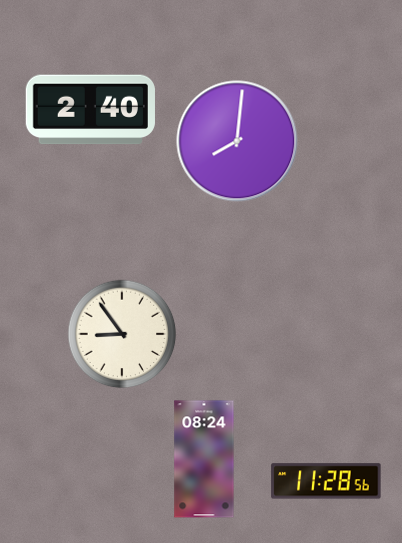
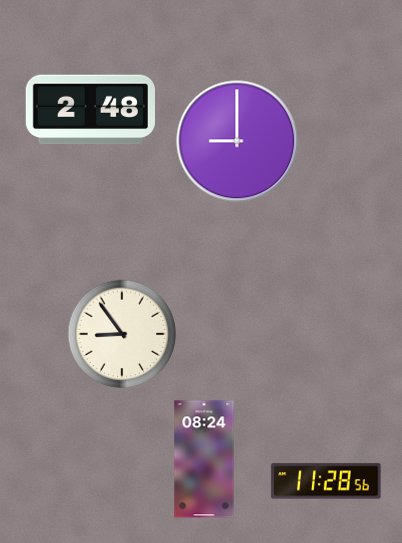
clock at (90, 110): 2:40 -> 2:48
clock at (237, 141): 8:01 -> 9:00
